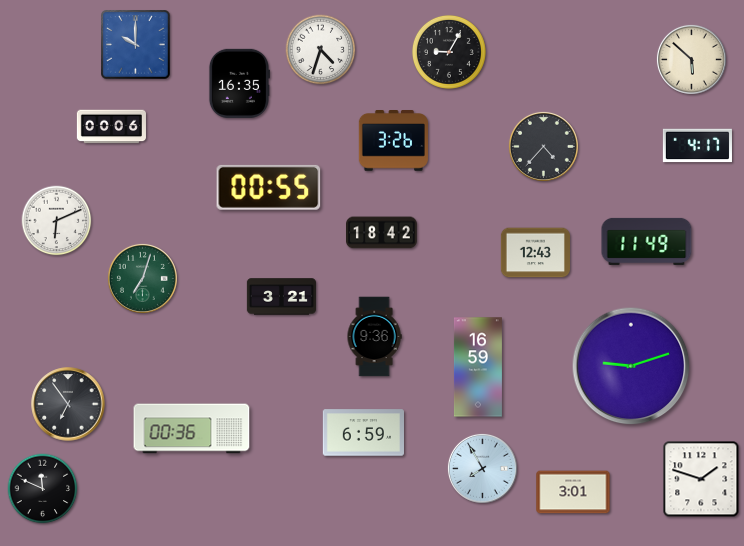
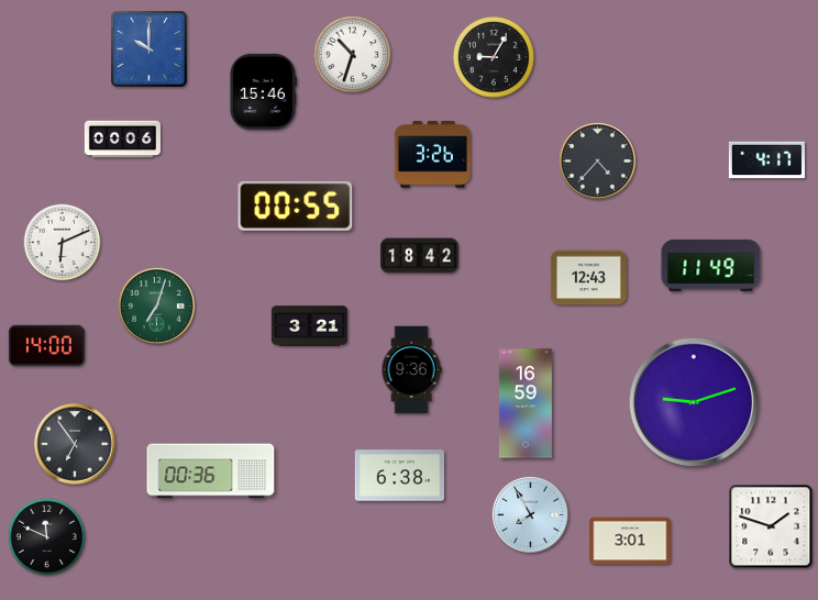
clock at (321, 50): 4:33 -> 10:33
clock at (691, 59): 5:52 -> none
clock at (239, 83): 16:35 -> 15:46
clock at (46, 346): none -> 14:00
clock at (363, 433): 6:59 -> 6:38
